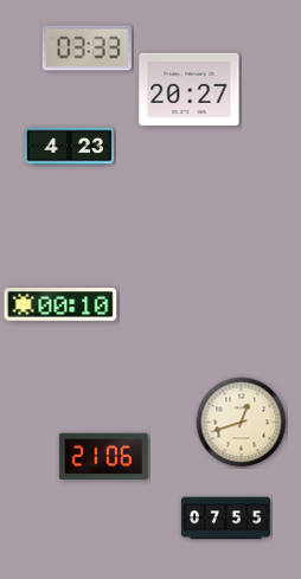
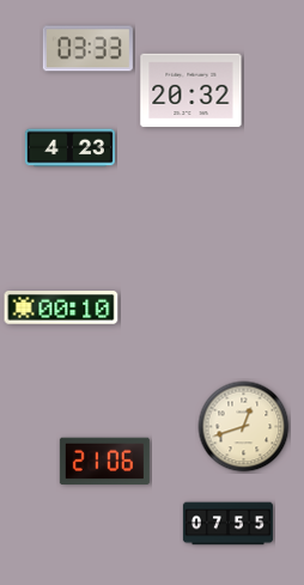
clock at (190, 90): 20:27 -> 20:32
